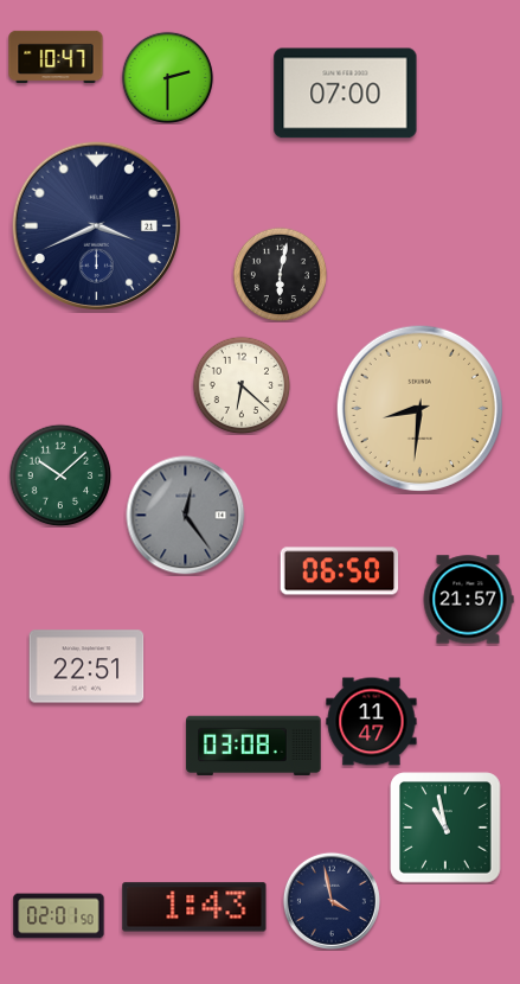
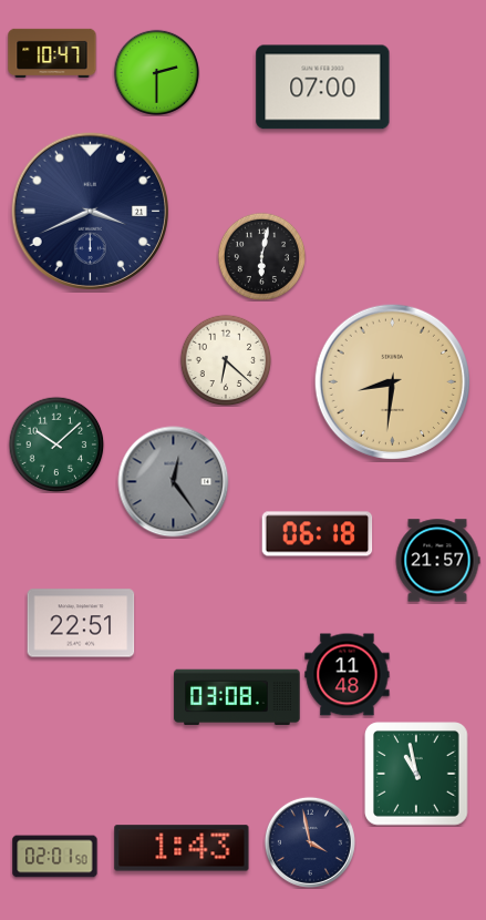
clock at (340, 571): 06:50 -> 06:18
clock at (372, 722): 11:47 -> 11:48
